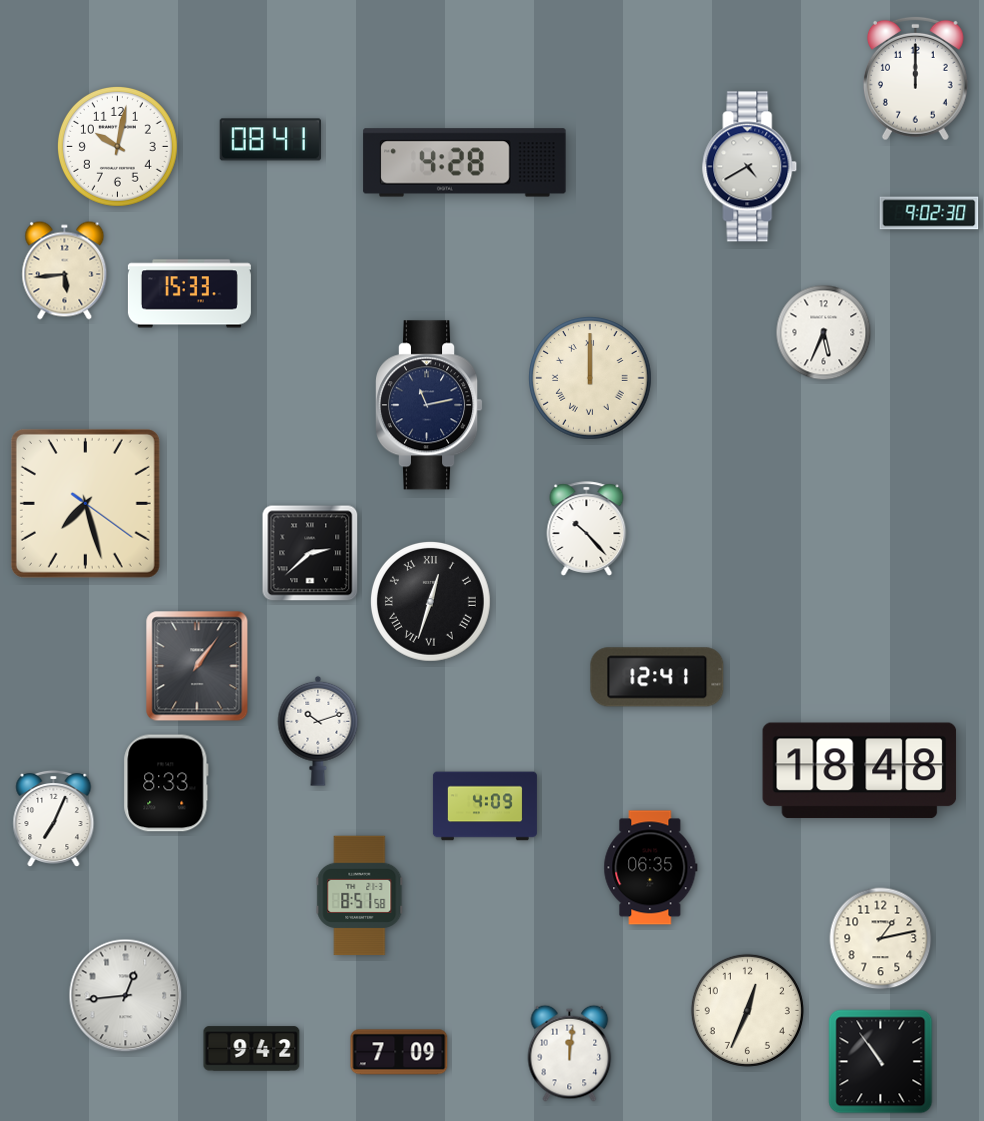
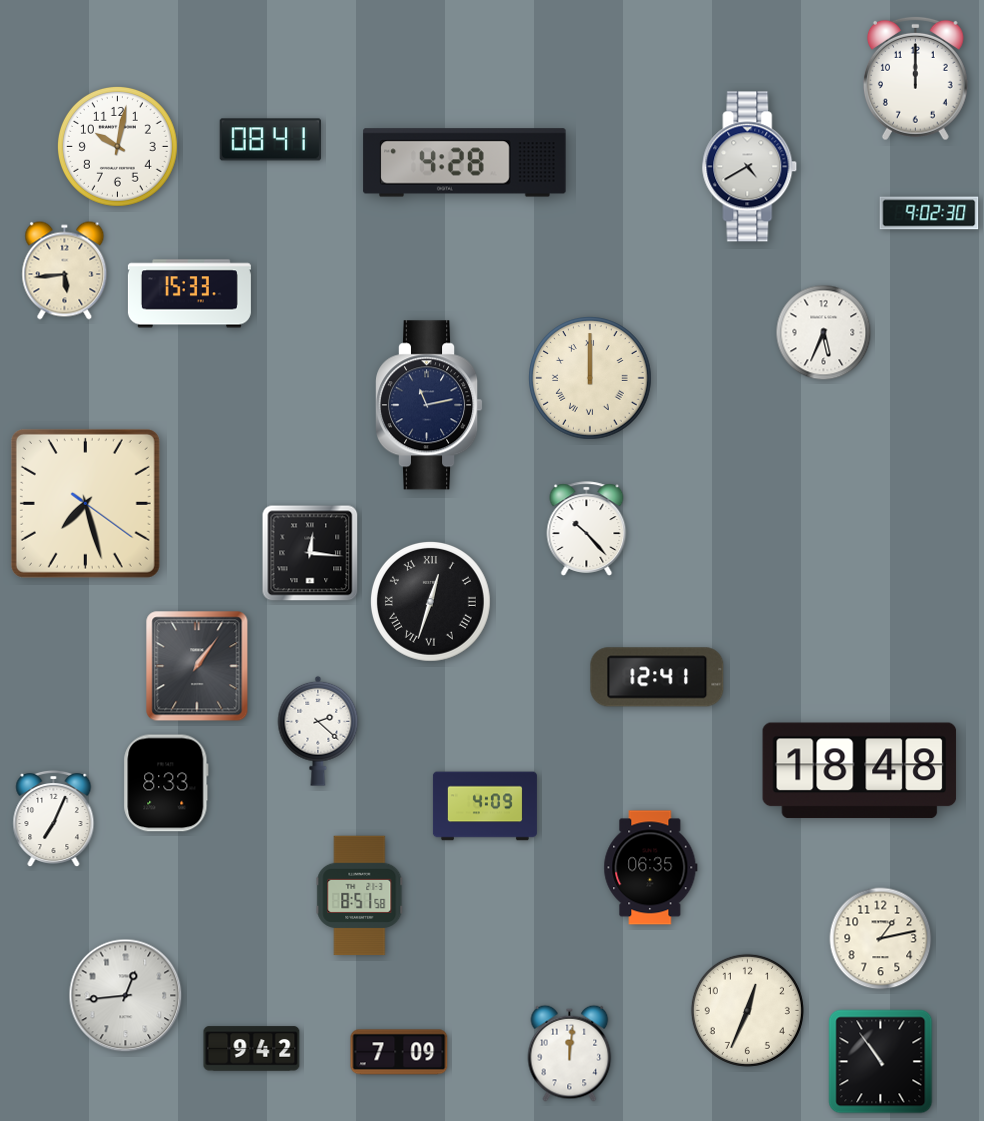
clock at (310, 553): 2:38 -> 12:16
clock at (318, 731): 10:12 -> 2:22
